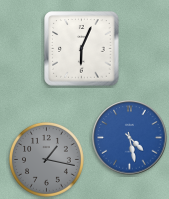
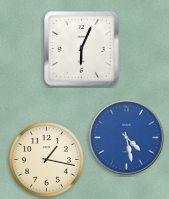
clock at (130, 138) position: (130, 138) -> (127, 138)
clock at (47, 160) dial: grey -> cream
